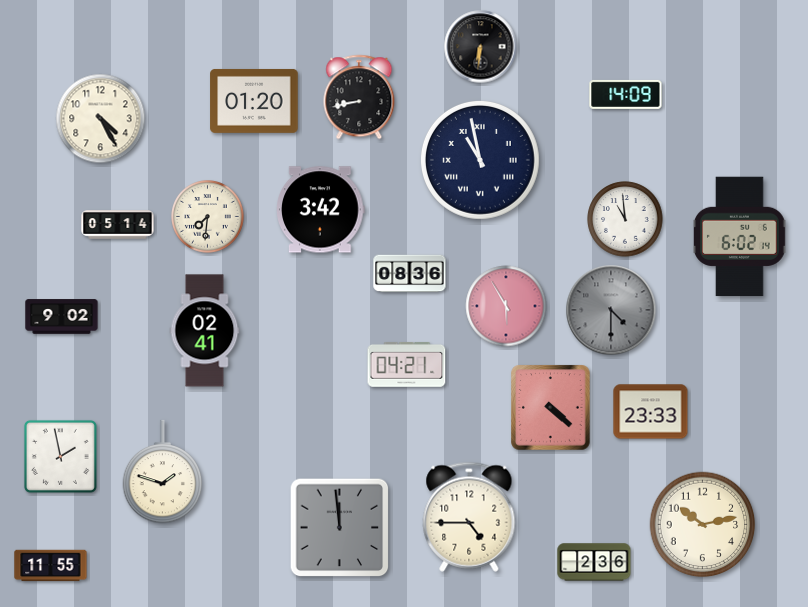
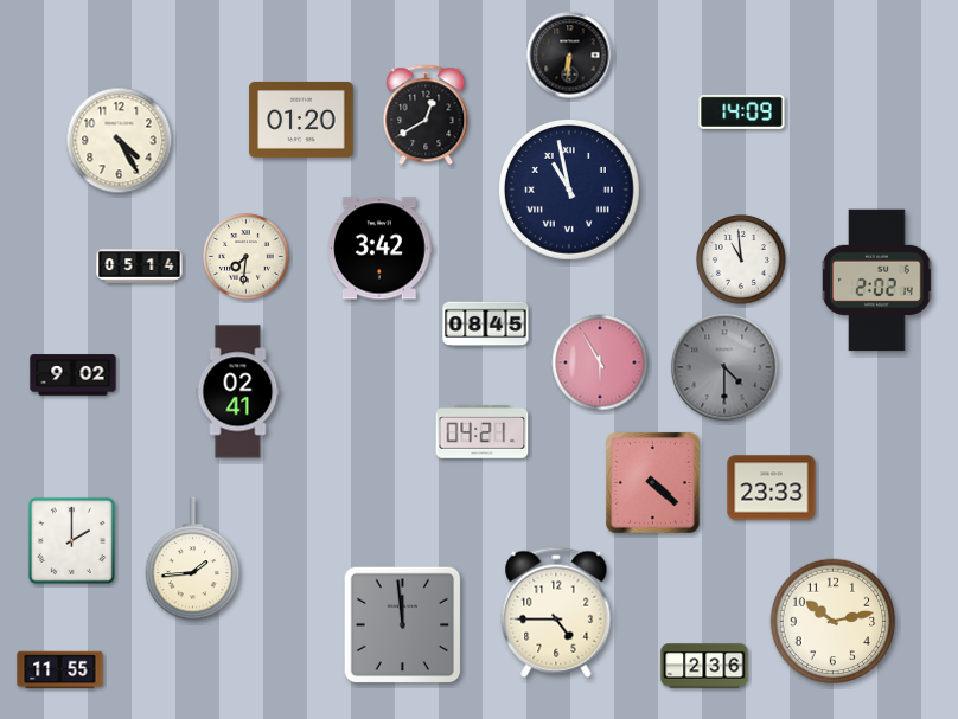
clock at (359, 97): 8:43 -> 12:40
clock at (740, 237): 6:02 -> 2:02
clock at (410, 274): 08:36 -> 08:45
clock at (205, 331) position: (205, 331) -> (238, 392)
clock at (60, 456): 1:58 -> 2:00
clock at (163, 472): 1:48 -> 1:44
